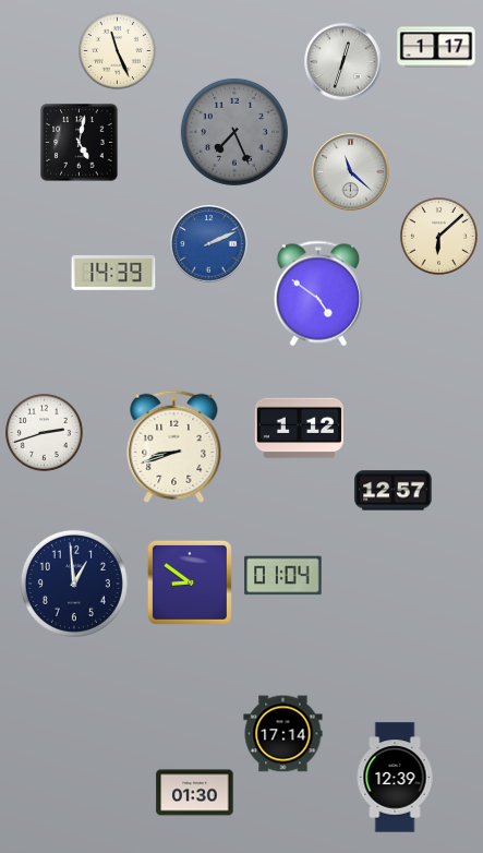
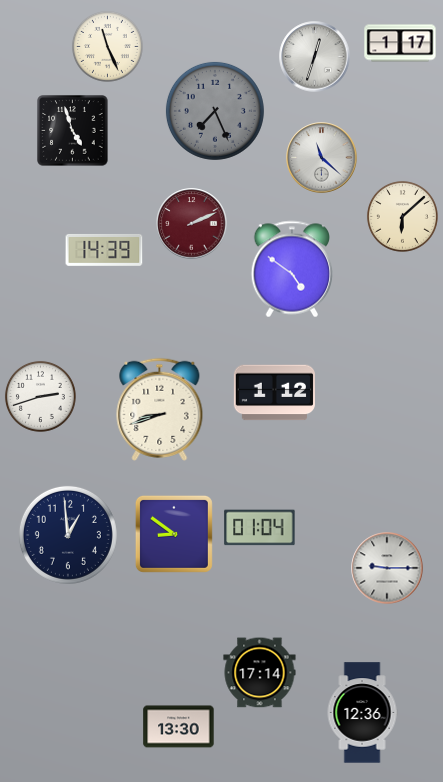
clock at (234, 132) position: (234, 132) -> (215, 111)
clock at (80, 143): 5:02 -> 4:57
clock at (209, 244) dial: blue -> burgundy
clock at (394, 491): 12:57 -> none
clock at (387, 568): none -> 9:15
clock at (395, 778): 12:39 -> 12:36
clock at (195, 793): 01:30 -> 13:30
